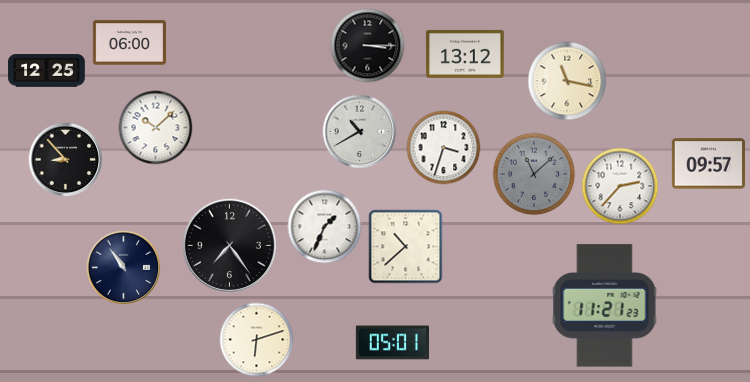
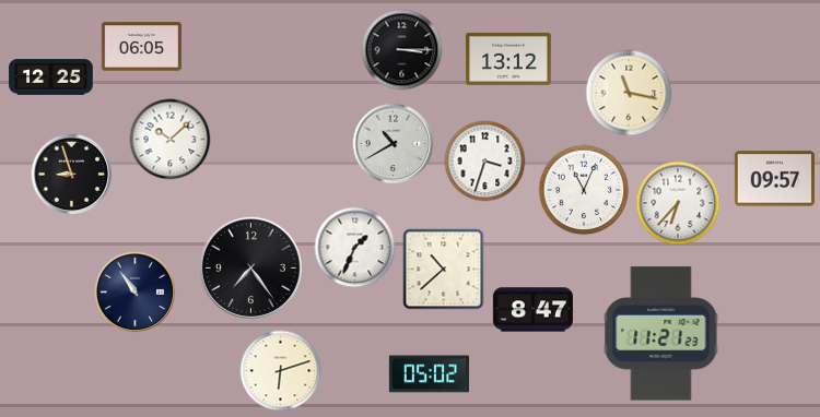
clock at (129, 43): 06:00 -> 06:05
clock at (567, 81) position: (567, 81) -> (629, 93)
clock at (66, 160): 8:53 -> 8:57
clock at (534, 174): 11:08 -> 11:04
clock at (534, 174) dial: grey -> white
clock at (620, 186): 2:37 -> 6:37
clock at (532, 310): none -> 8:47
clock at (392, 343): 05:01 -> 05:02
